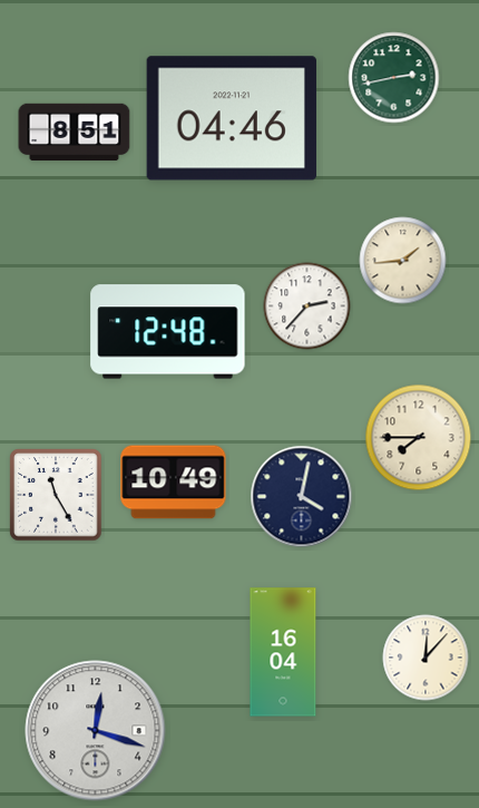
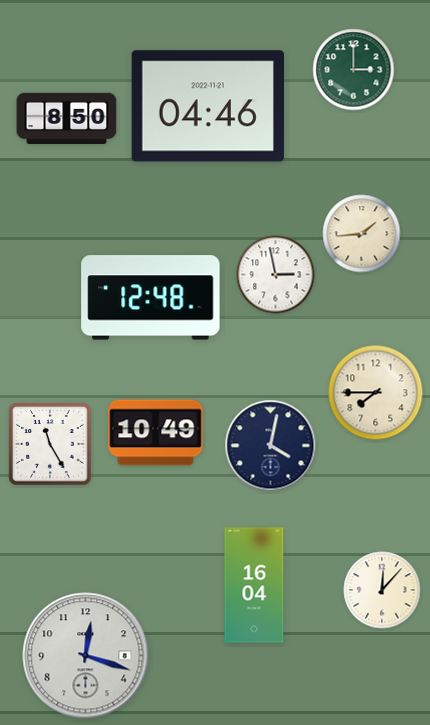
clock at (394, 78): 2:43 -> 3:00
clock at (75, 133): 8:51 -> 8:50
clock at (307, 306): 2:37 -> 2:58
